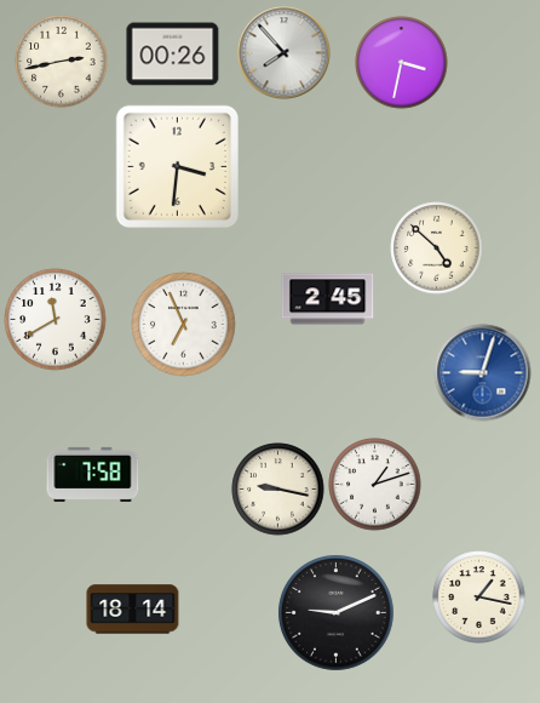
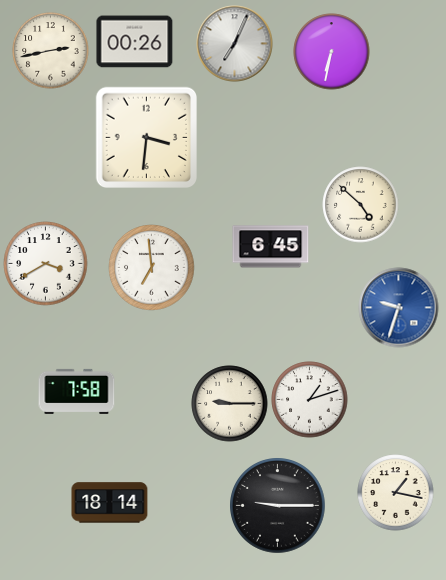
clock at (285, 53): 7:53 -> 7:04
clock at (173, 55) position: (173, 55) -> (135, 42)
clock at (402, 63): 3:32 -> 6:32
clock at (328, 299): 2:45 -> 6:45
clock at (56, 320): 11:40 -> 3:40
clock at (184, 325): 6:56 -> 6:59
clock at (483, 373): 9:03 -> 9:33
clock at (278, 490): 9:17 -> 9:15
clock at (337, 613): 9:11 -> 9:15
